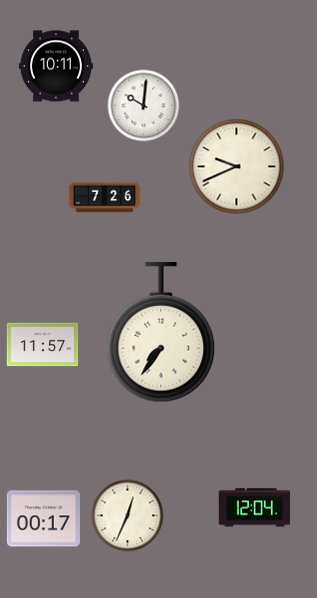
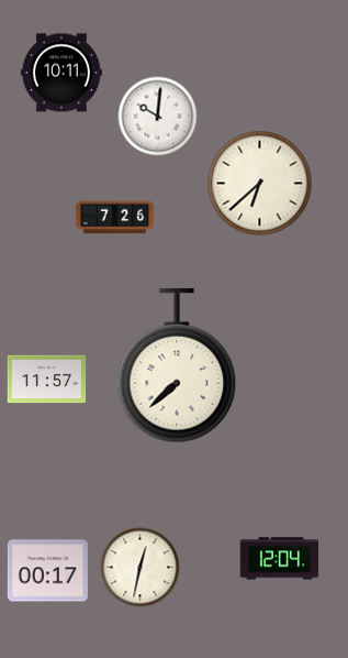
clock at (237, 167): 9:41 -> 6:38
clock at (161, 332): 7:36 -> 7:38
clock at (128, 516): 12:34 -> 12:32
